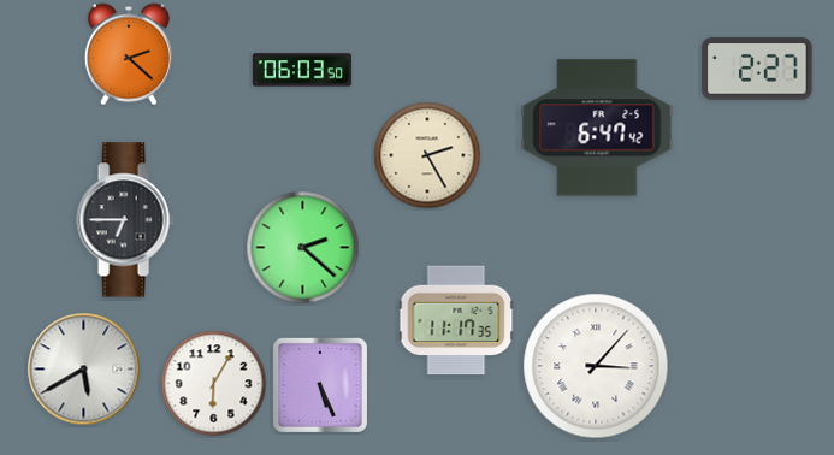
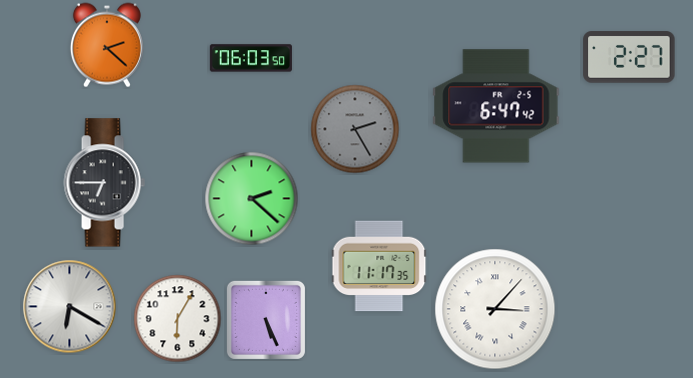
clock at (427, 155) dial: cream -> grey
clock at (303, 248) position: (303, 248) -> (252, 199)
clock at (596, 366) position: (596, 366) -> (495, 309)
clock at (84, 370): 5:40 -> 6:20
